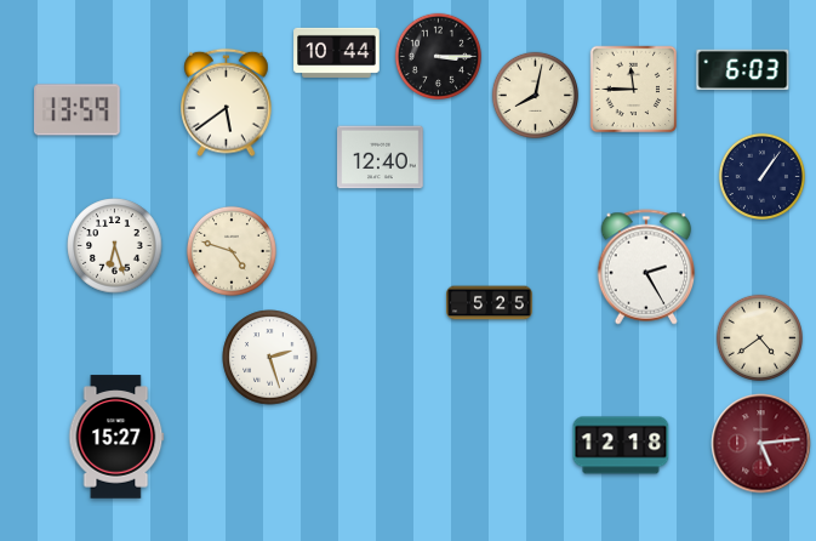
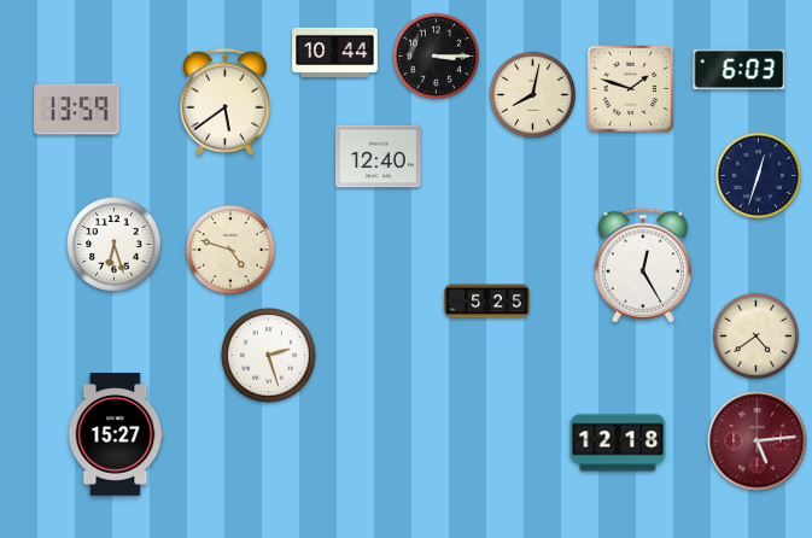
clock at (634, 90): 11:45 -> 1:48
clock at (761, 176): 1:06 -> 12:33
clock at (646, 267): 2:25 -> 12:25
